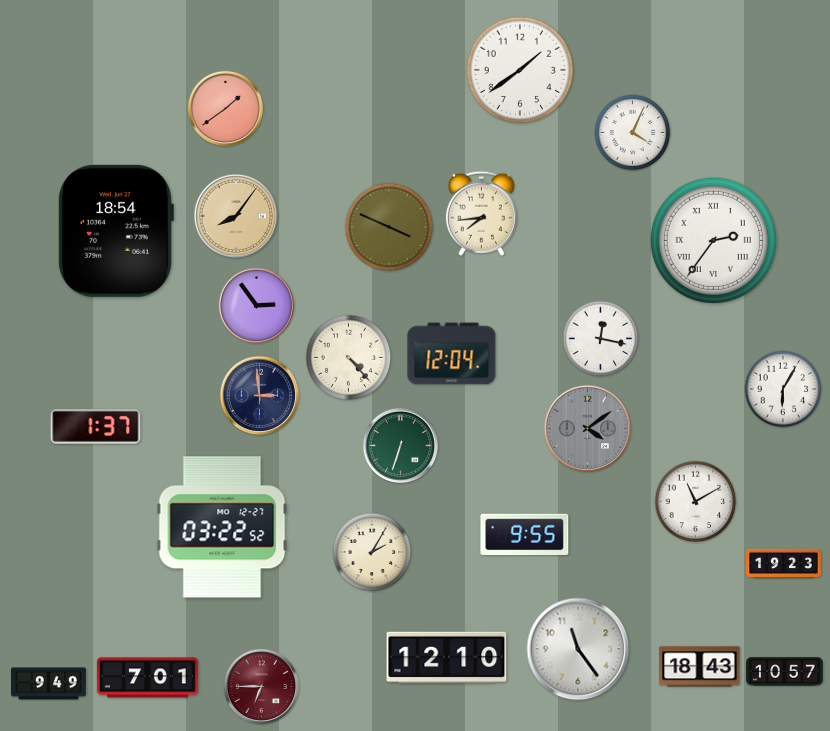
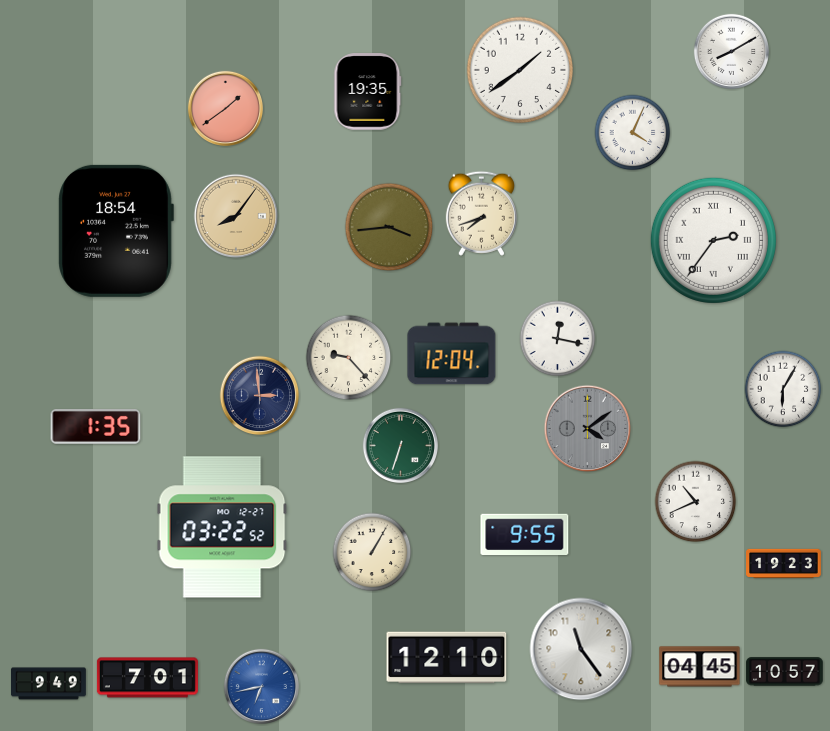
clock at (731, 51): none -> 8:10
clock at (368, 92): none -> 19:35
clock at (481, 213): 7:44 -> 7:42
clock at (389, 227): 3:49 -> 3:44
clock at (256, 305): 2:54 -> none
clock at (601, 339) position: (601, 339) -> (558, 339)
clock at (349, 358): 4:23 -> 9:23
clock at (96, 427): 1:37 -> 1:35
clock at (696, 502): 11:10 -> 10:41
clock at (372, 552): 2:05 -> 1:05
clock at (578, 649) position: (578, 649) -> (581, 649)
clock at (700, 667): 18:43 -> 04:45
clock at (261, 686): 6:45 -> 6:43
clock at (261, 686) dial: burgundy -> blue
